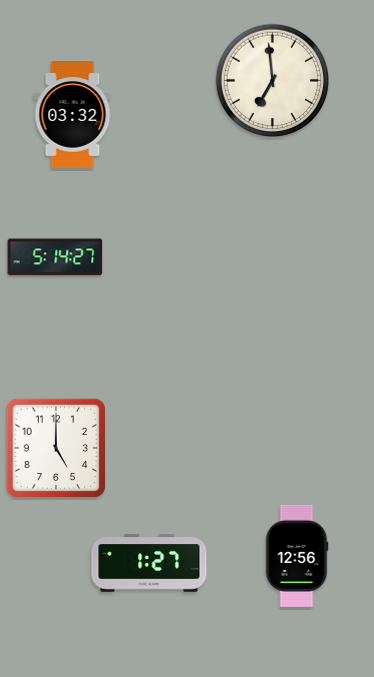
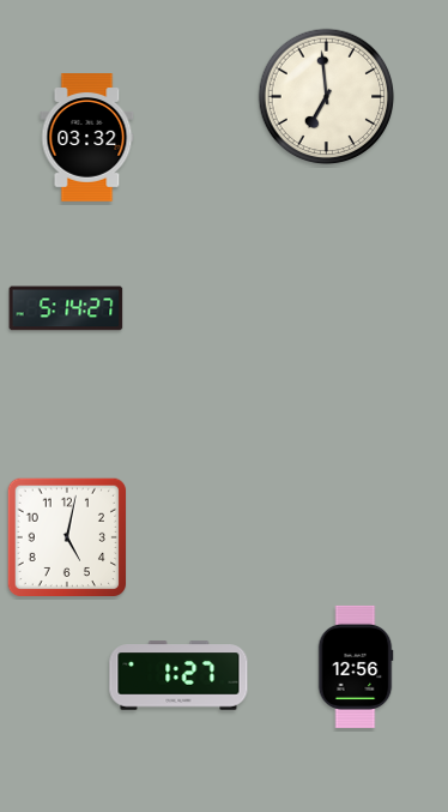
clock at (56, 448): 5:00 -> 5:02
